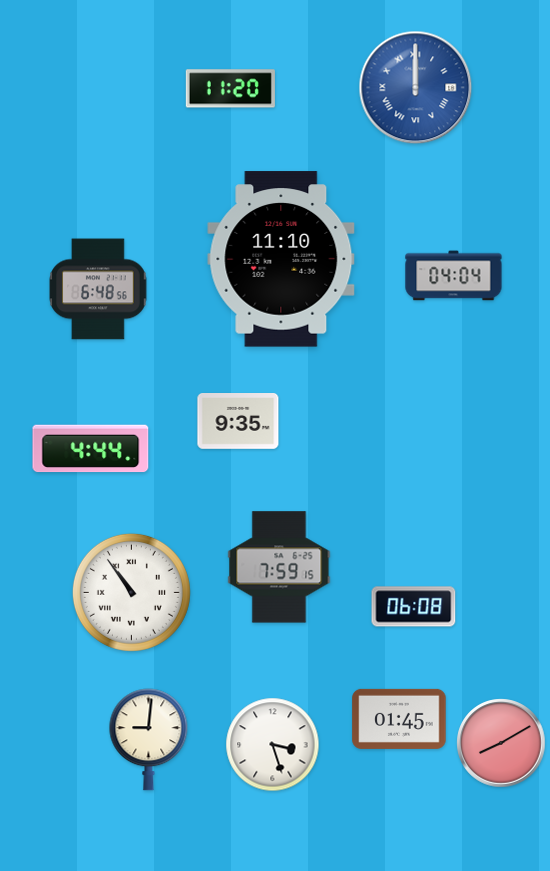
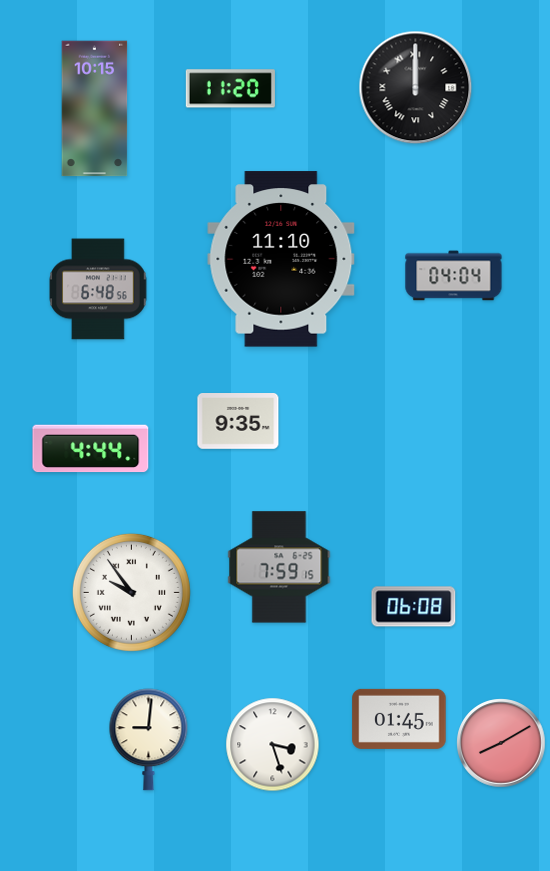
clock at (416, 88) dial: blue -> black
clock at (95, 109): none -> 10:15
clock at (131, 592): 10:54 -> 9:54
